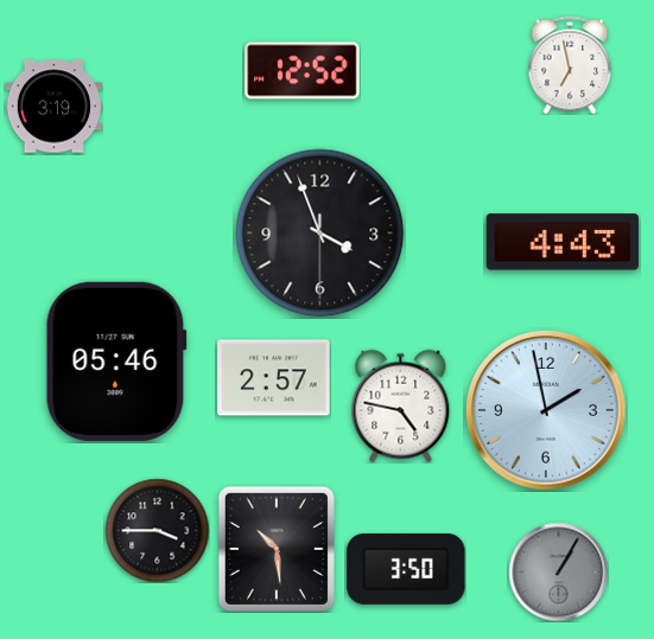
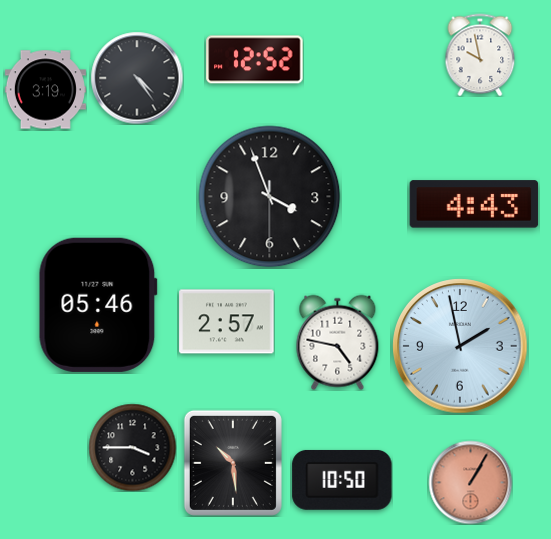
clock at (570, 65): 6:58 -> 9:58
clock at (137, 78): none -> 4:24
clock at (274, 378) position: (274, 378) -> (227, 322)
clock at (406, 569): 3:50 -> 10:50
clock at (558, 571) dial: grey -> salmon
